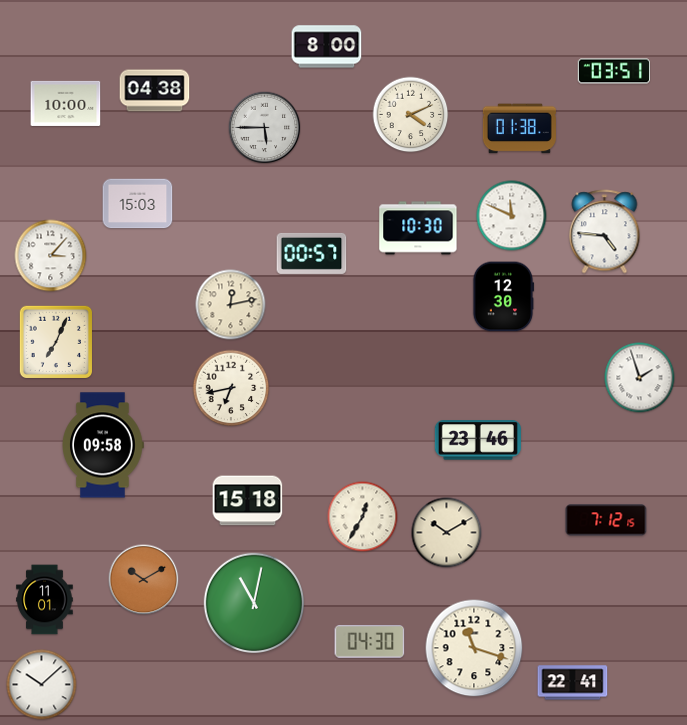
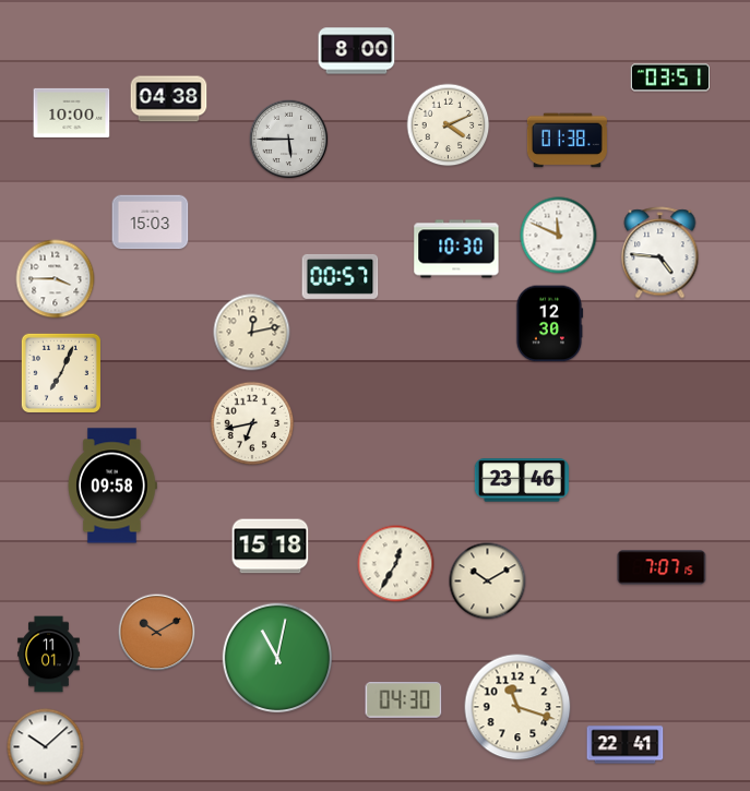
clock at (51, 256): 3:07 -> 3:45
clock at (640, 378): 1:57 -> none
clock at (606, 520): 7:12 -> 7:07
